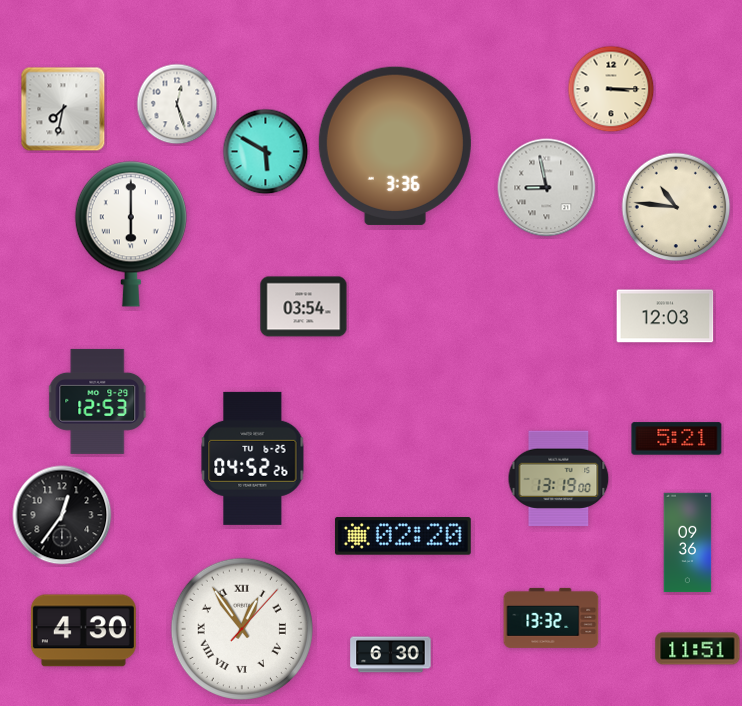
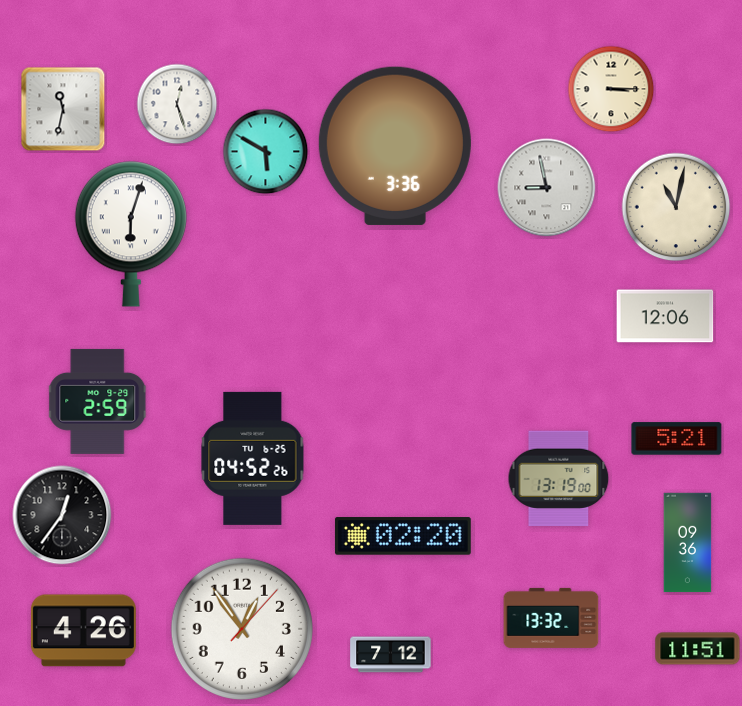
clock at (63, 109): 7:32 -> 11:32
clock at (676, 207): 10:46 -> 11:02
clock at (131, 234): 6:00 -> 6:03
clock at (304, 307): 03:54 -> none
clock at (665, 316): 12:03 -> 12:06
clock at (98, 401): 12:53 -> 2:59
clock at (242, 629) numerals: Roman -> Arabic
clock at (83, 631): 4:30 -> 4:26
clock at (391, 655): 6:30 -> 7:12
